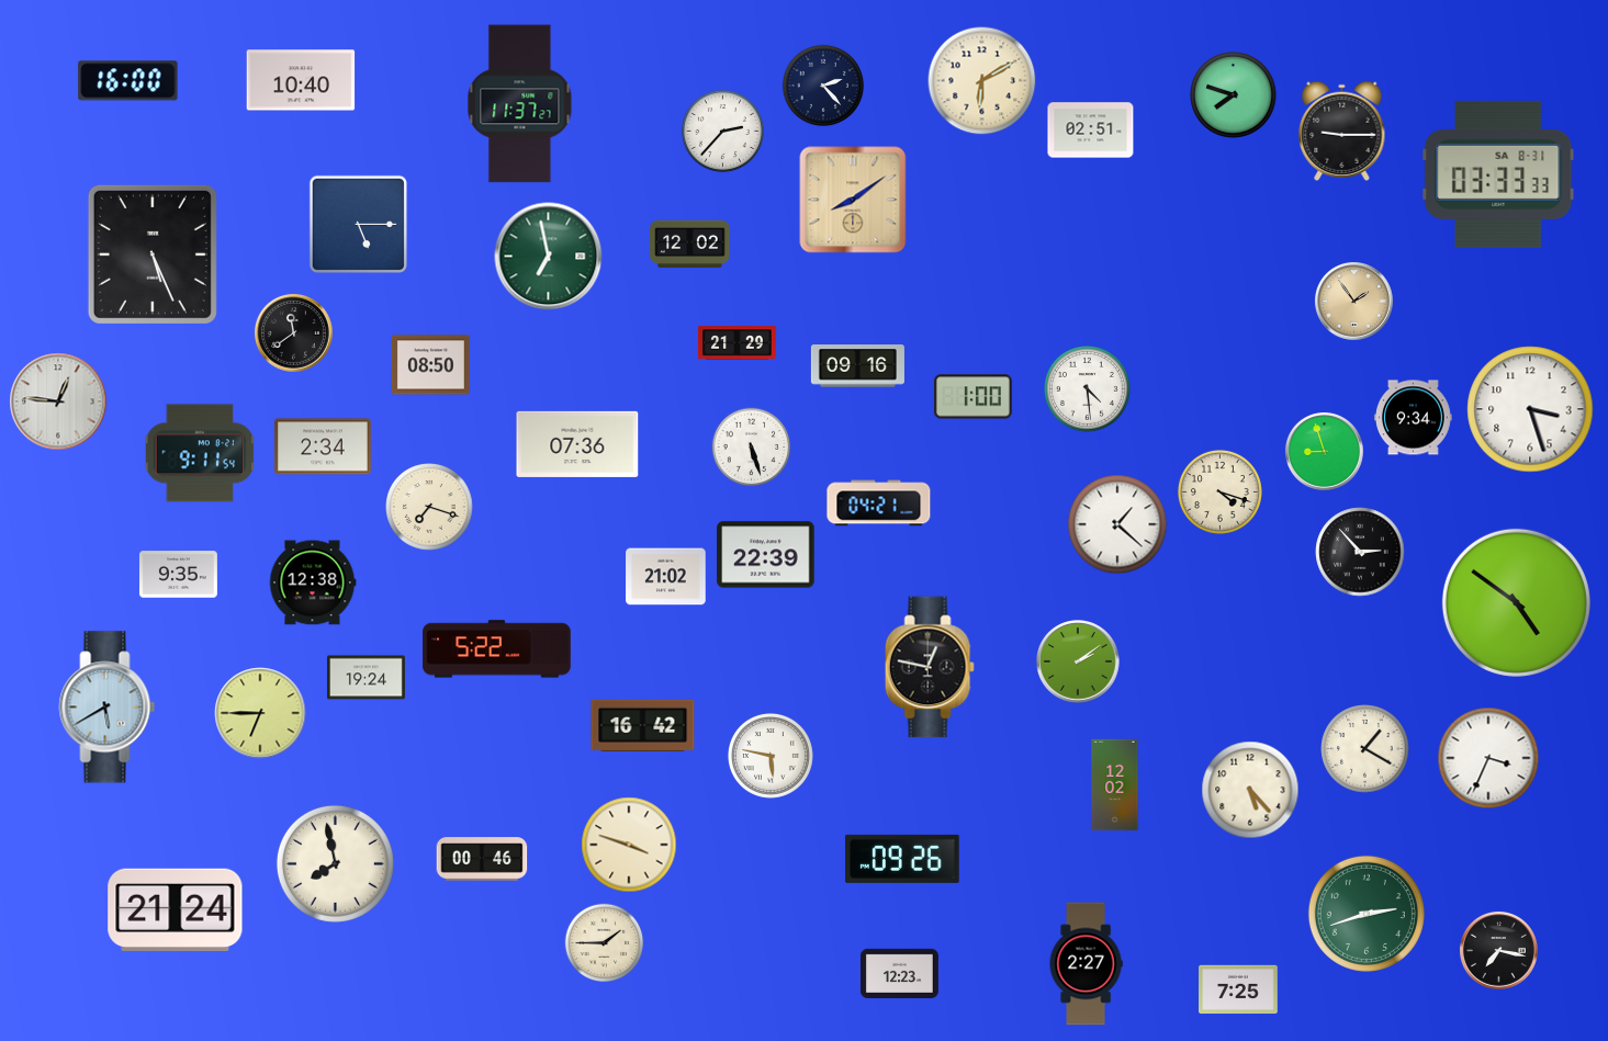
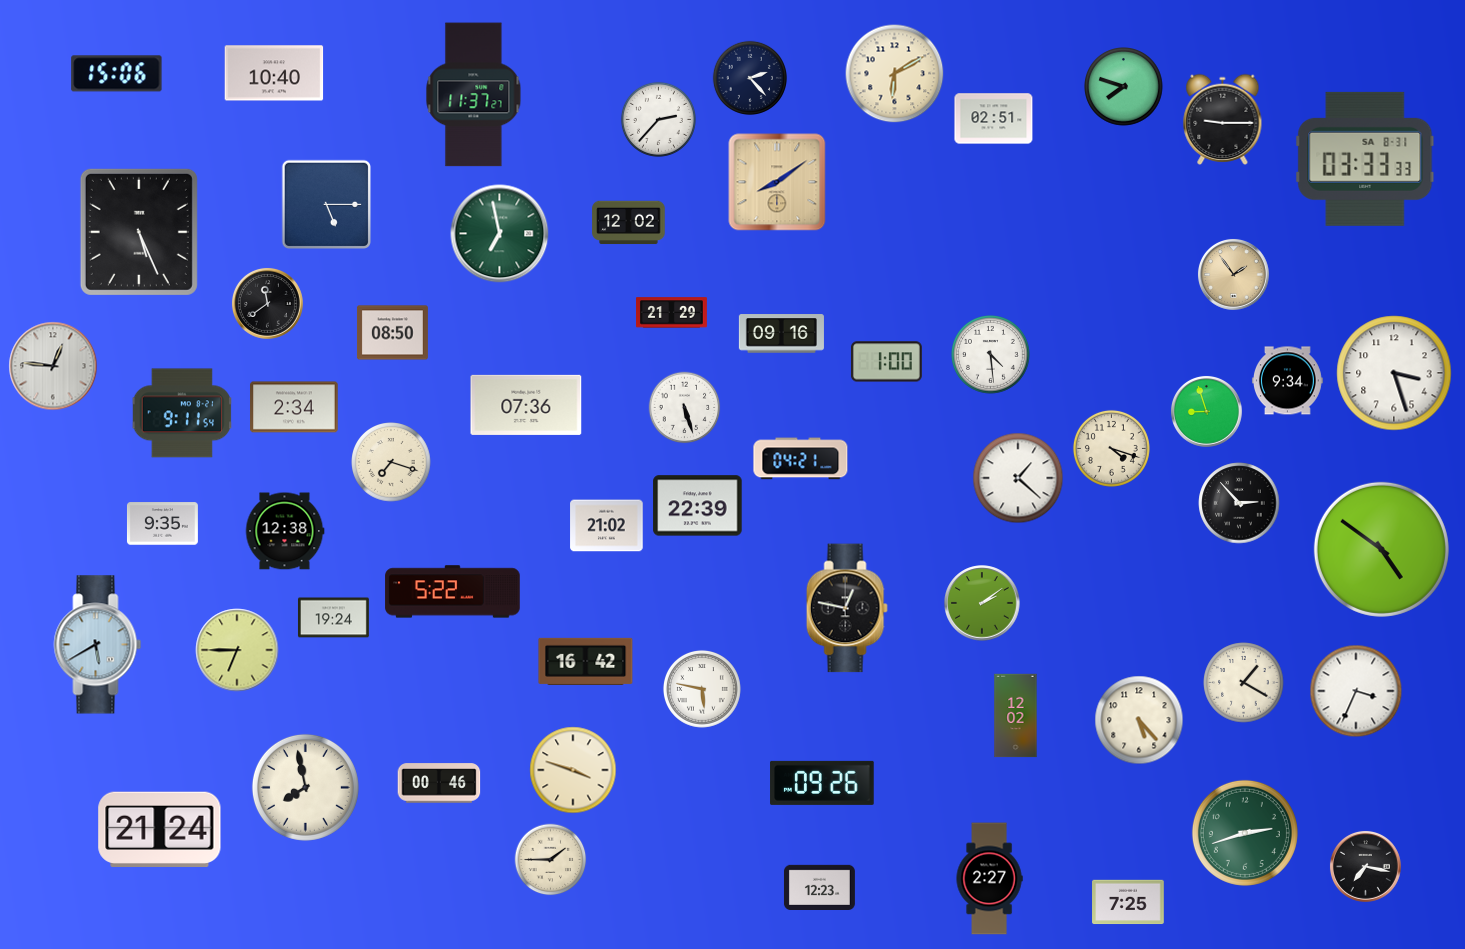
clock at (128, 81): 16:00 -> 15:06
